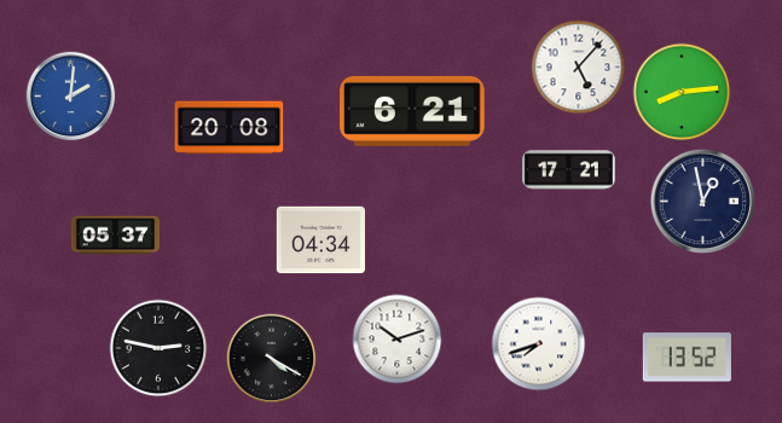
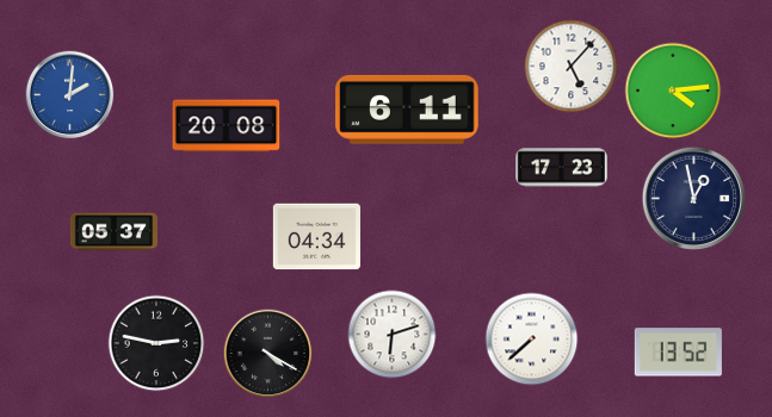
clock at (682, 92): 8:14 -> 4:14
clock at (412, 111): 6:21 -> 6:11
clock at (569, 170): 17:21 -> 17:23
clock at (398, 340): 10:12 -> 6:12
clock at (539, 344): 7:42 -> 7:38
